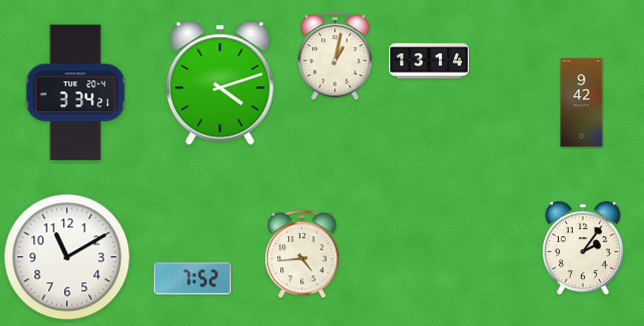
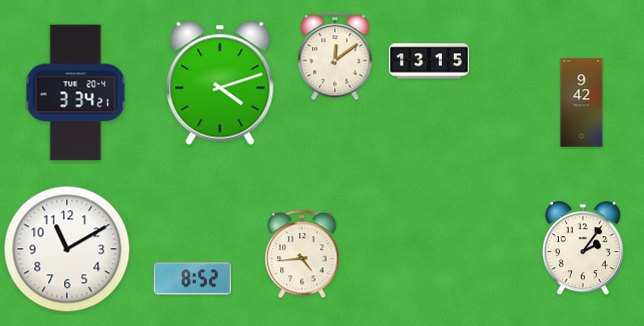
clock at (335, 57): 1:02 -> 12:09
clock at (429, 61): 13:14 -> 13:15
clock at (67, 257) position: (67, 257) -> (67, 249)
clock at (192, 279): 7:52 -> 8:52
